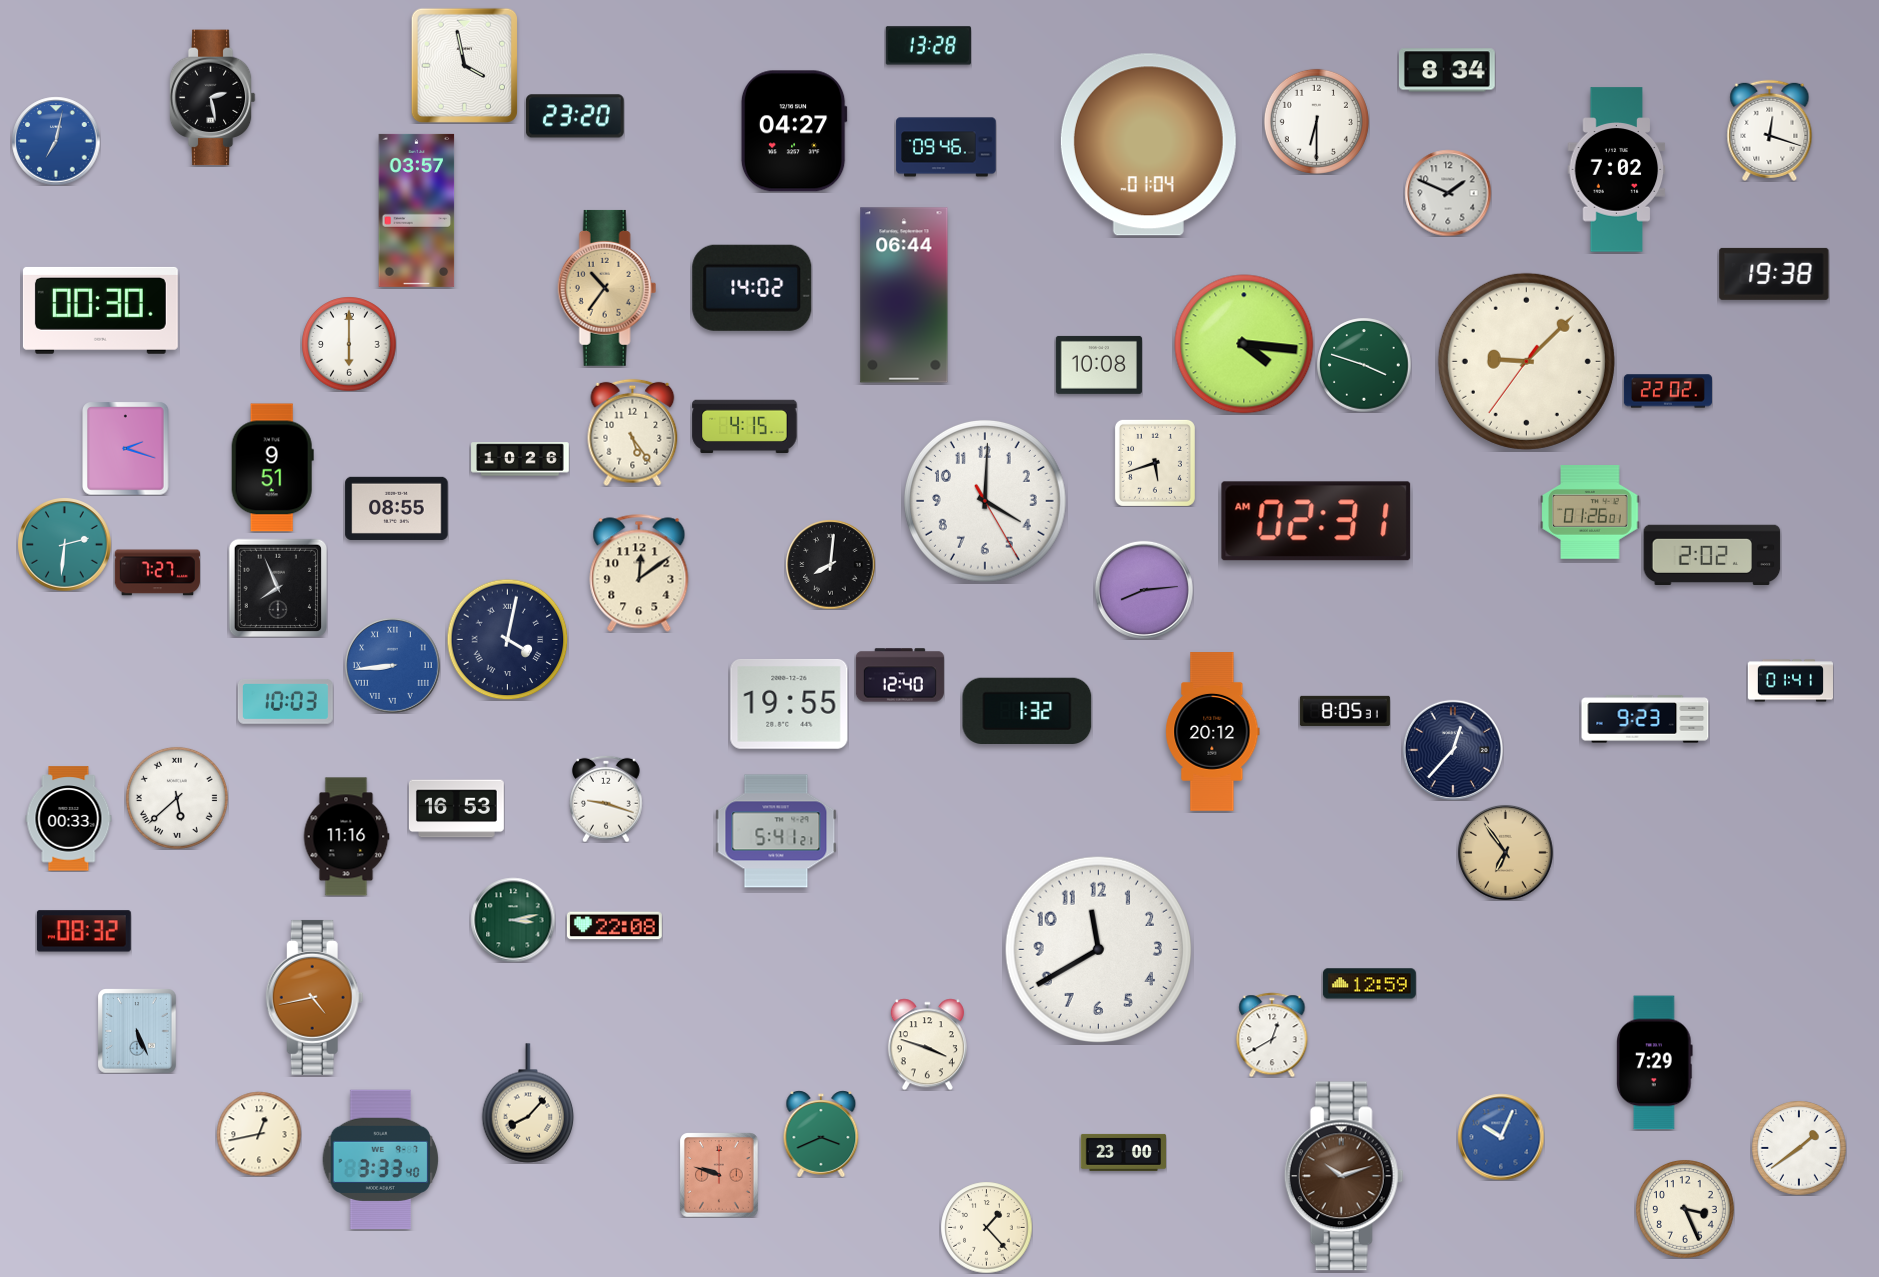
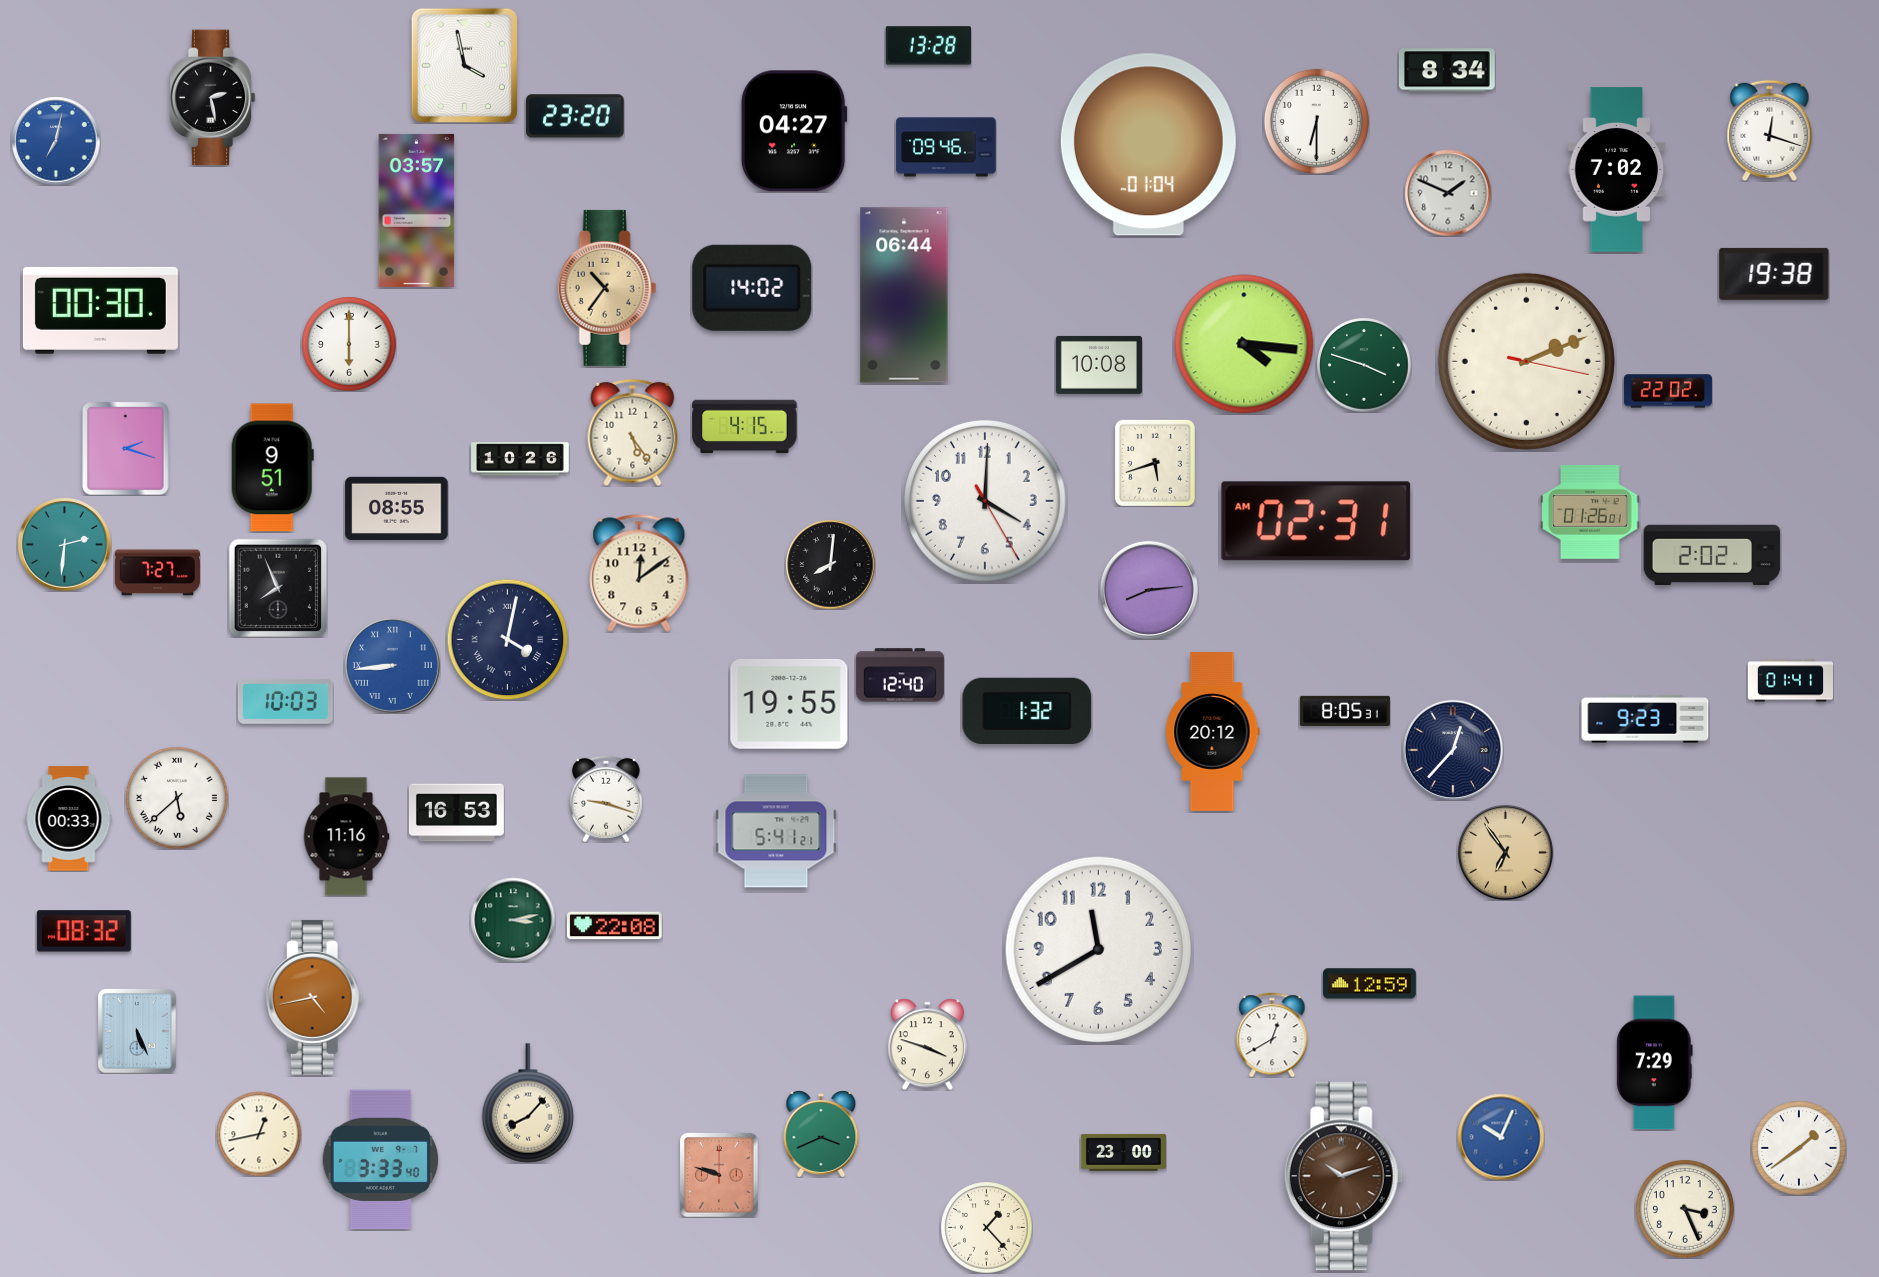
clock at (1526, 361): 9:07 -> 2:11
clock at (1144, 590) position: (1144, 590) -> (1149, 590)
clock at (456, 809) position: (456, 809) -> (456, 813)
